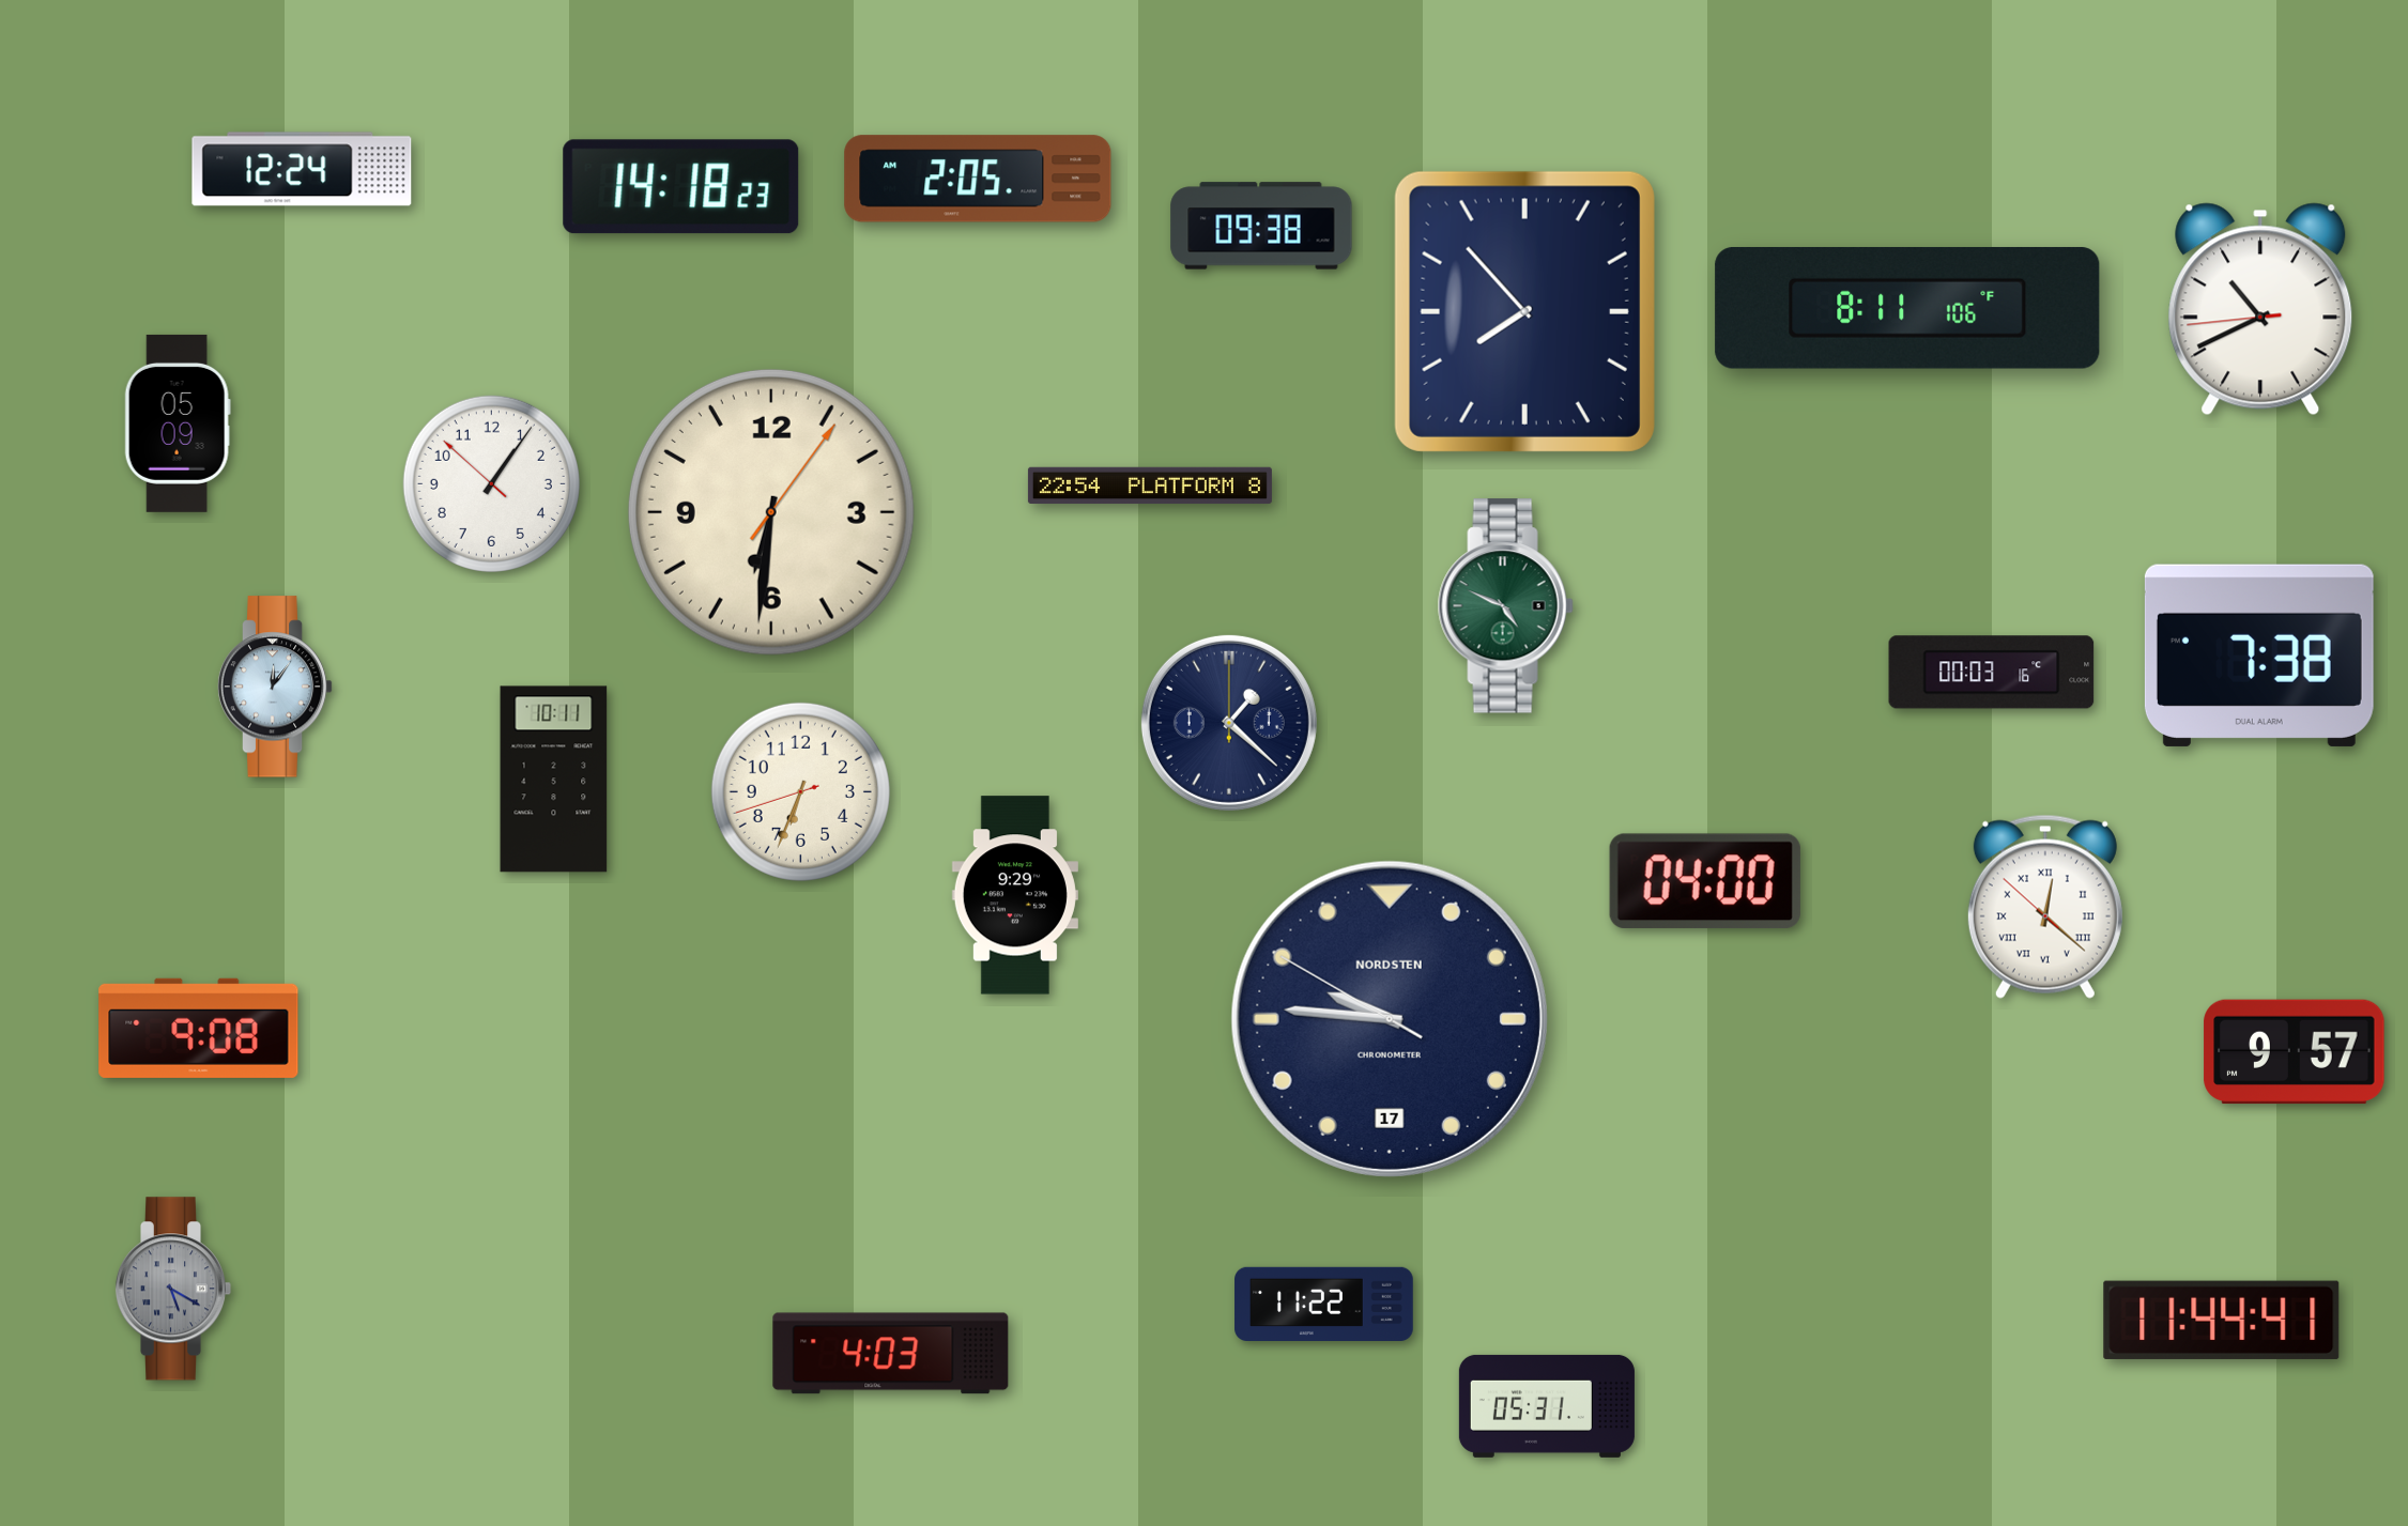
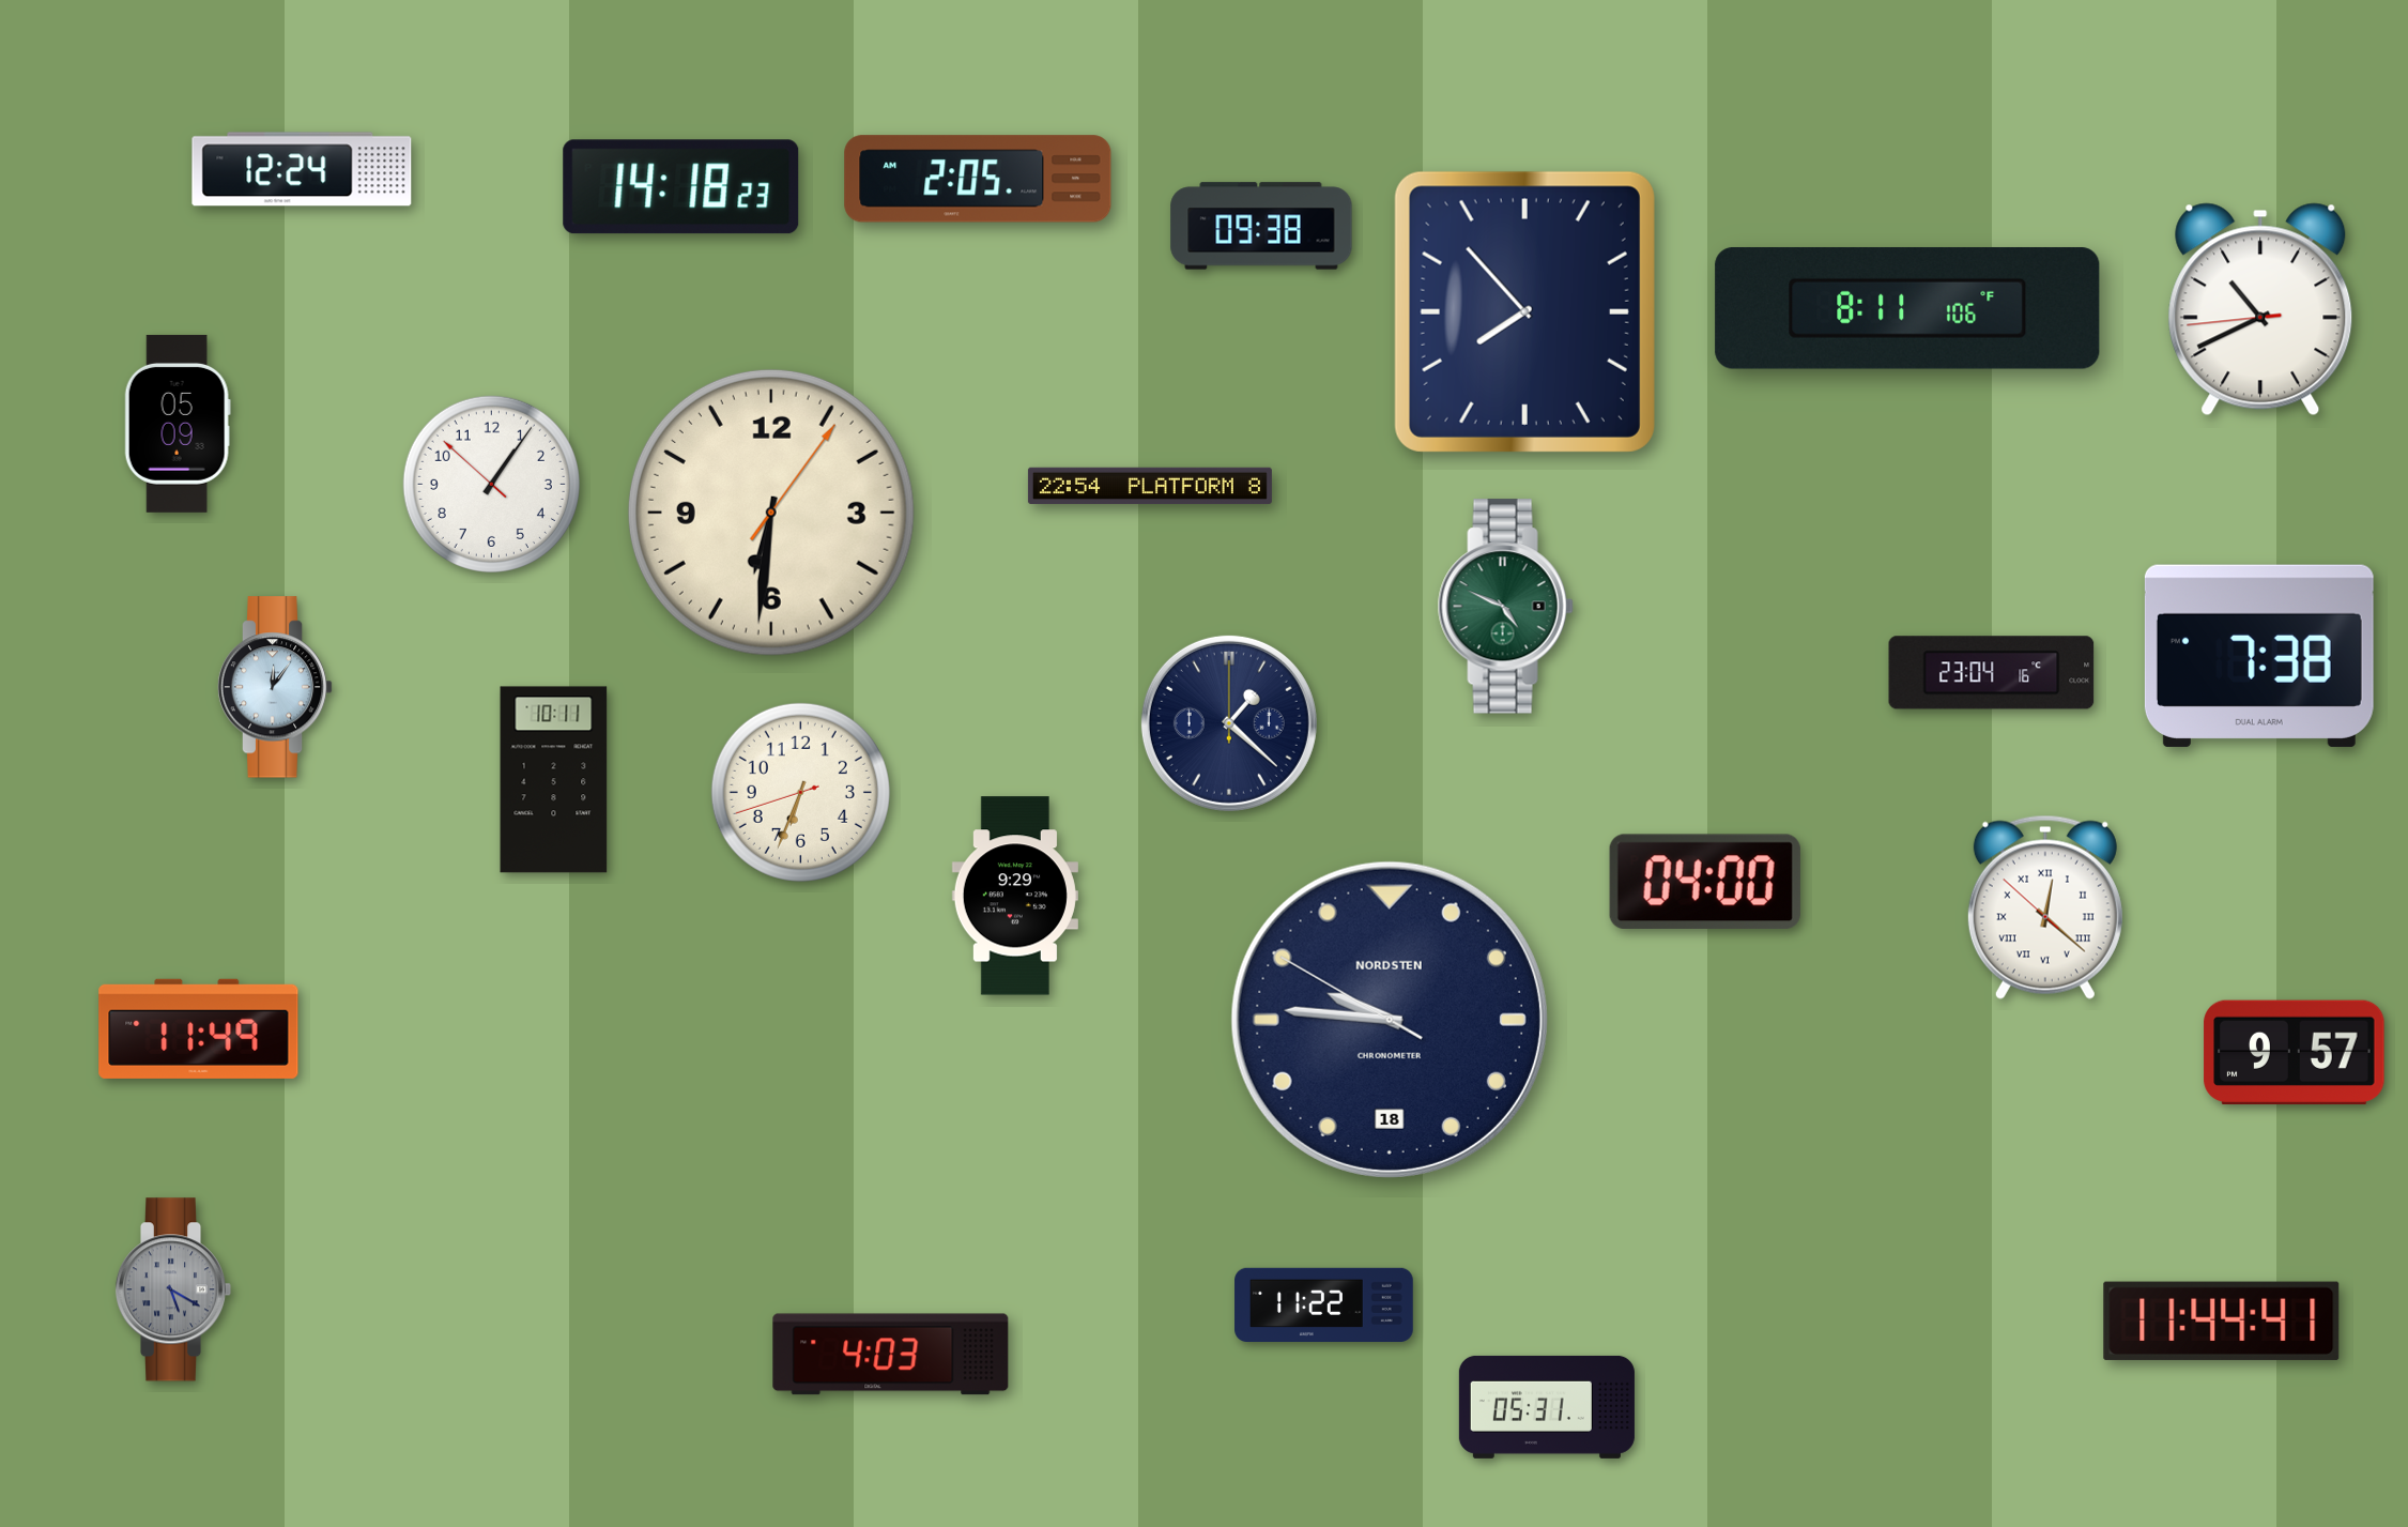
clock at (1992, 673): 00:03 -> 23:04
clock at (1390, 1019) date: 17 -> 18
clock at (199, 1028): 9:08 -> 11:49
